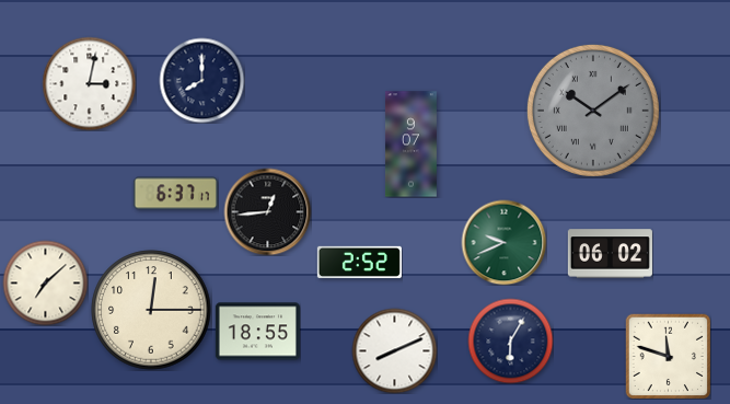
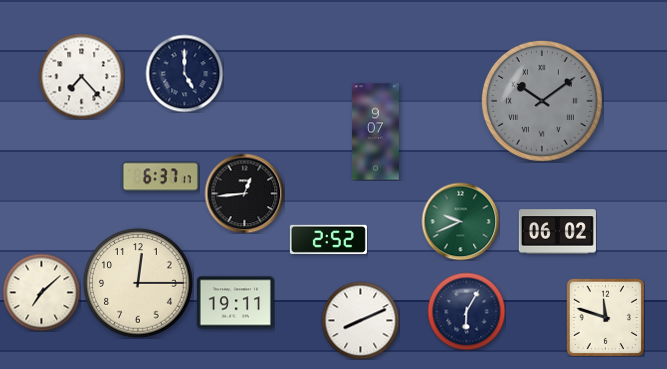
clock at (201, 80): 8:00 -> 5:00
clock at (89, 83): 3:02 -> 7:23
clock at (45, 282) position: (45, 282) -> (41, 292)
clock at (257, 332): 18:55 -> 19:11
clock at (668, 356) position: (668, 356) -> (605, 317)
